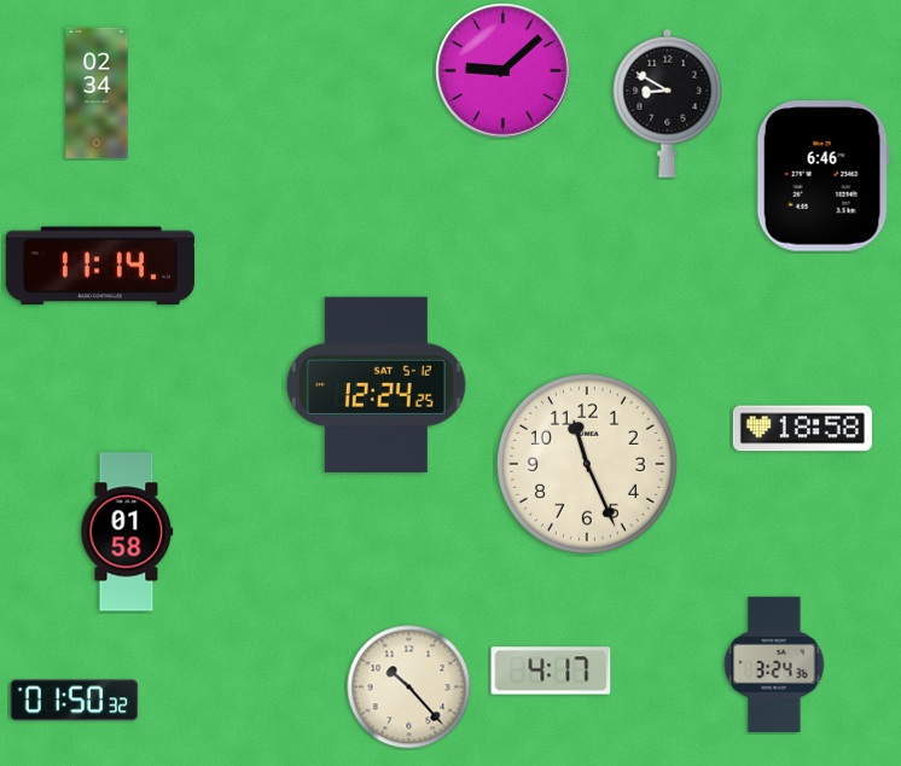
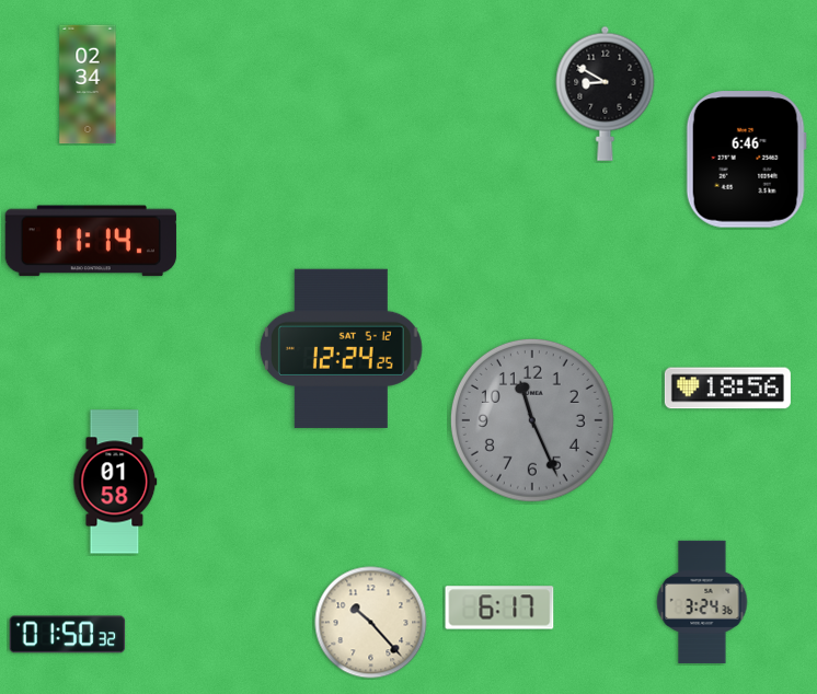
clock at (504, 71): 9:08 -> none
clock at (802, 429): 18:58 -> 18:56
clock at (587, 464) dial: cream -> grey
clock at (551, 671): 4:17 -> 6:17
